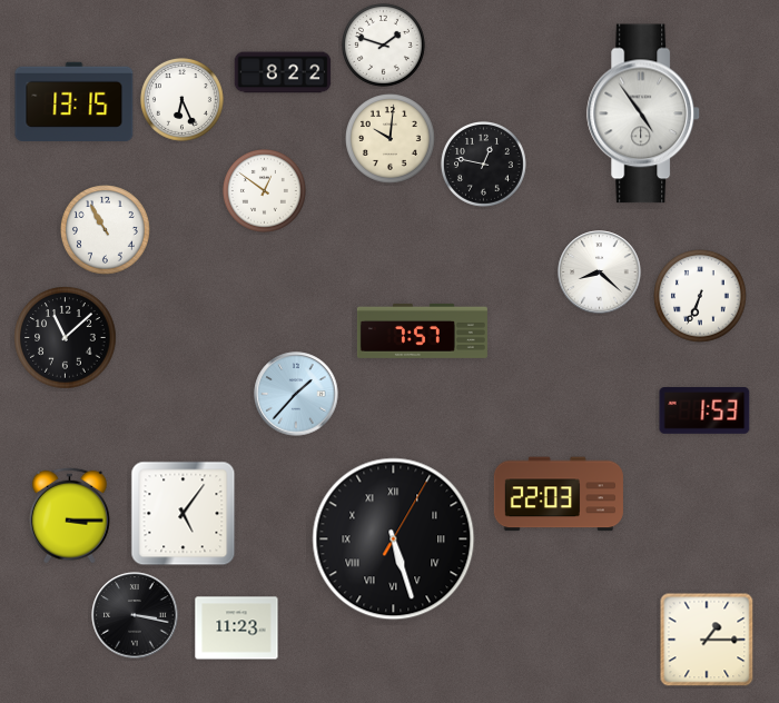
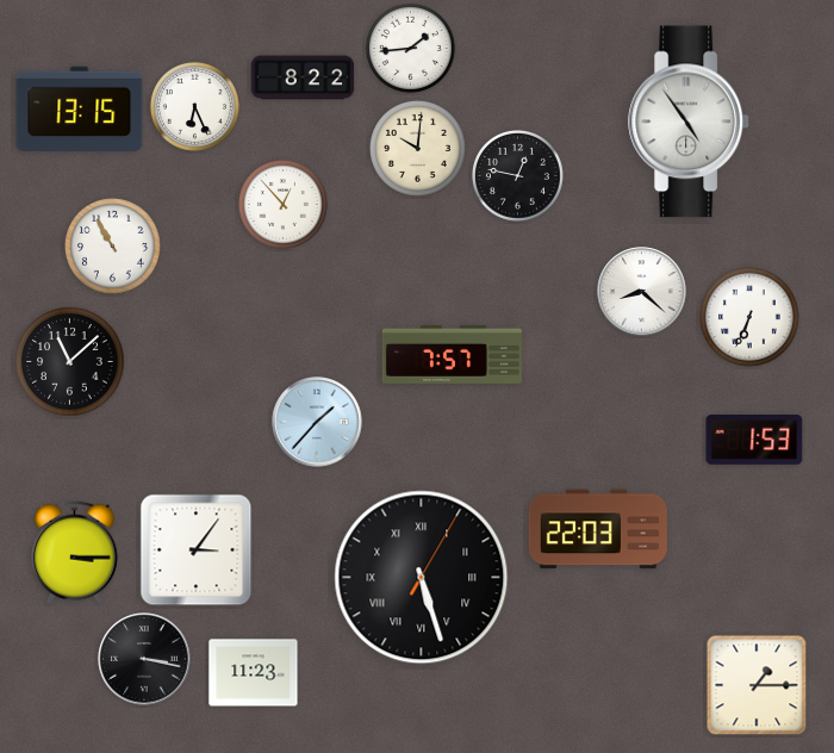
clock at (383, 44): 1:48 -> 1:44
clock at (264, 190): 12:51 -> 12:53
clock at (184, 514): 5:06 -> 3:06
